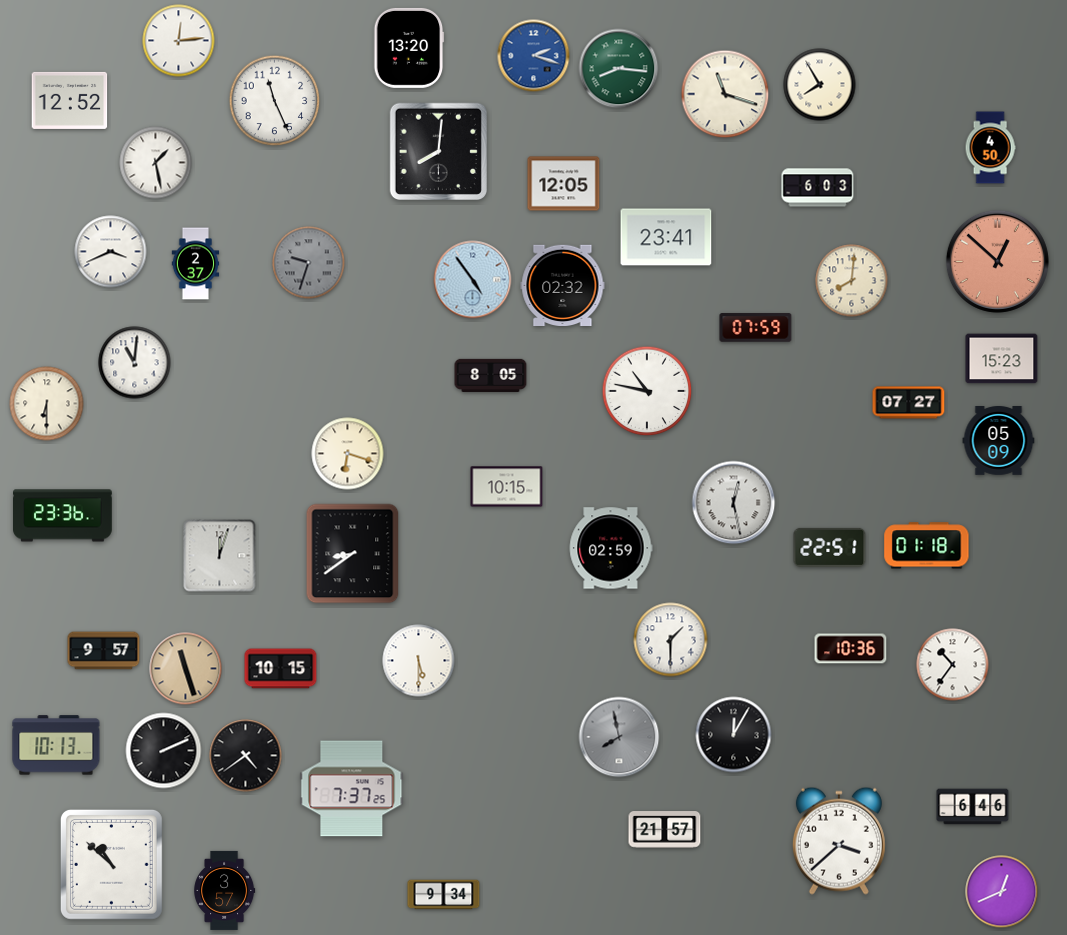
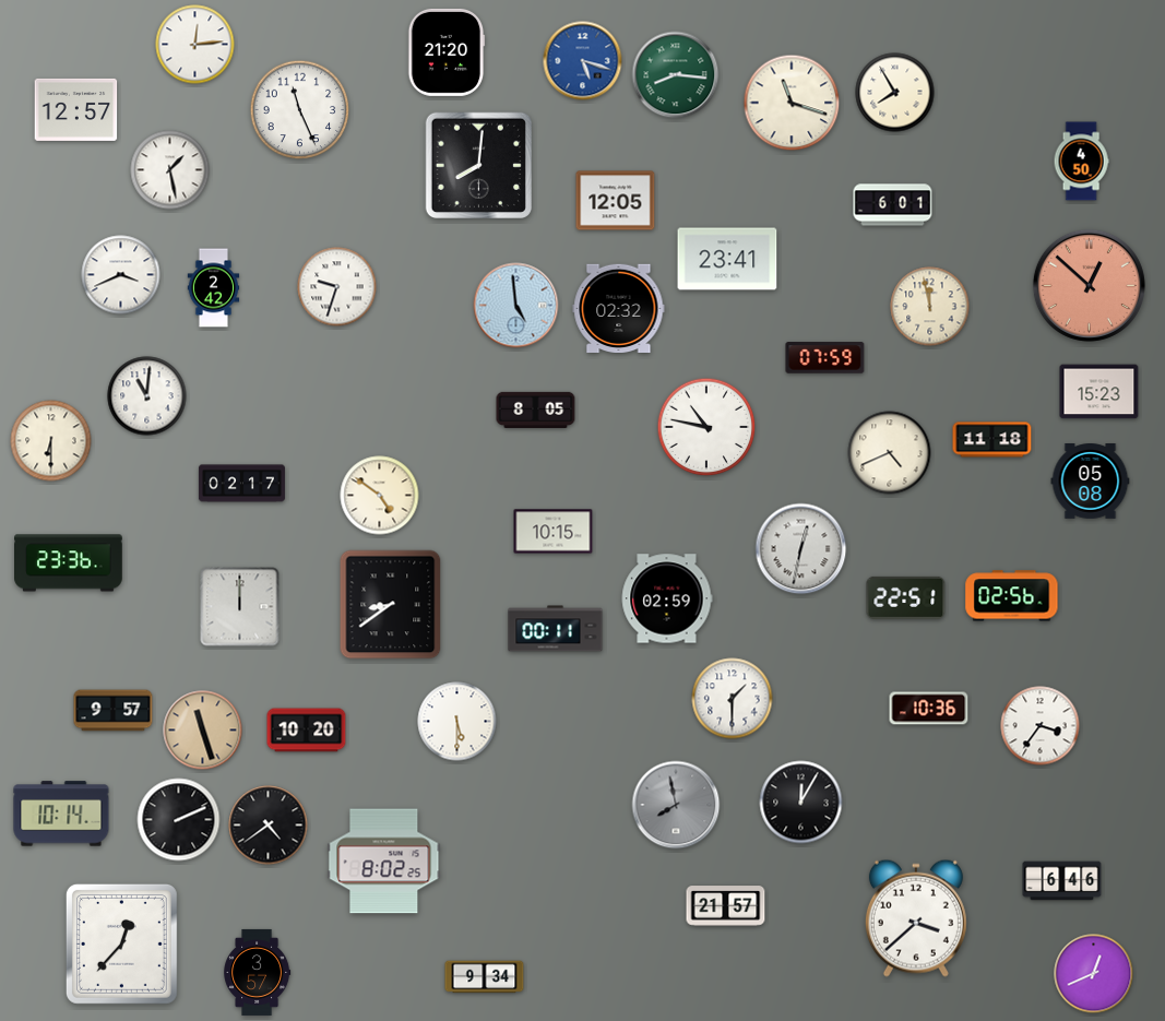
clock at (409, 48): 13:20 -> 21:20
clock at (534, 56): 2:18 -> 5:18
clock at (70, 100): 12:52 -> 12:57
clock at (156, 163) position: (156, 163) -> (170, 170)
clock at (818, 188): 6:03 -> 6:01
clock at (309, 263) dial: grey -> white
clock at (196, 264): 2:37 -> 2:42
clock at (473, 280): 4:54 -> 4:59
clock at (852, 281): 8:01 -> 11:58
clock at (563, 285) position: (563, 285) -> (619, 308)
clock at (1002, 359) position: (1002, 359) -> (1099, 392)
clock at (909, 403): 07:27 -> 11:18
clock at (890, 453): none -> 4:41
clock at (999, 441): 05:09 -> 05:08
clock at (241, 484): none -> 02:17
clock at (348, 454): 6:18 -> 4:51
clock at (734, 503): 12:28 -> 12:32
clock at (927, 546): 01:18 -> 02:56
clock at (353, 554) position: (353, 554) -> (391, 605)
clock at (220, 556): 12:03 -> 12:00
clock at (556, 629): none -> 00:11
clock at (953, 665): 10:36 -> 3:36
clock at (281, 669): 10:15 -> 10:20
clock at (56, 745): 10:13 -> 10:14
clock at (352, 789): 7:37 -> 8:02
clock at (111, 864): 10:52 -> 12:37
clock at (225, 890) position: (225, 890) -> (258, 972)
